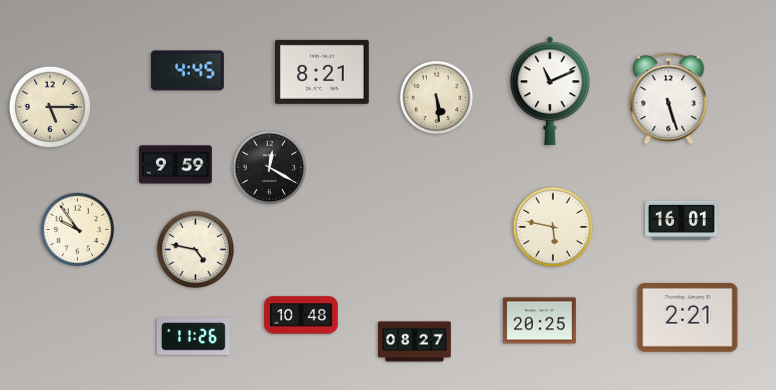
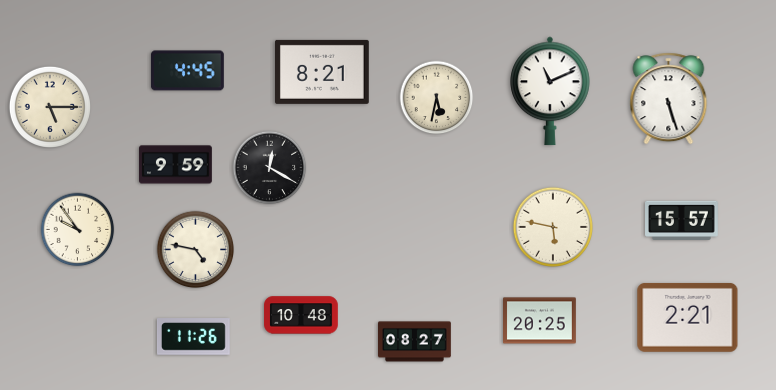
clock at (437, 98): 5:29 -> 5:32
clock at (682, 221): 16:01 -> 15:57
